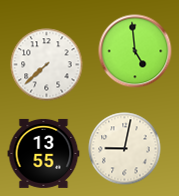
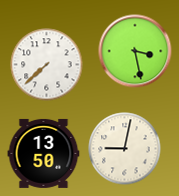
clock at (135, 51): 4:59 -> 3:28
clock at (44, 153): 13:55 -> 13:50
